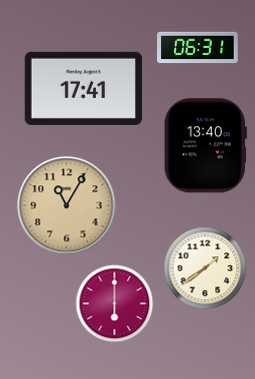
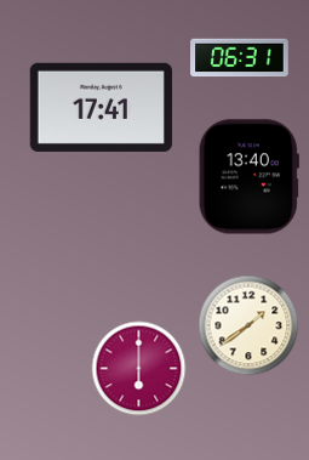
clock at (67, 206): 11:05 -> none
